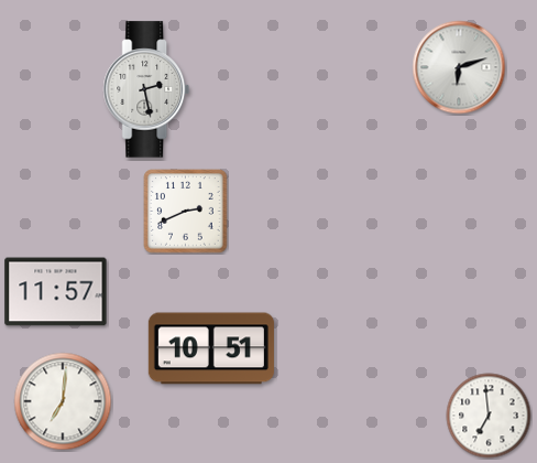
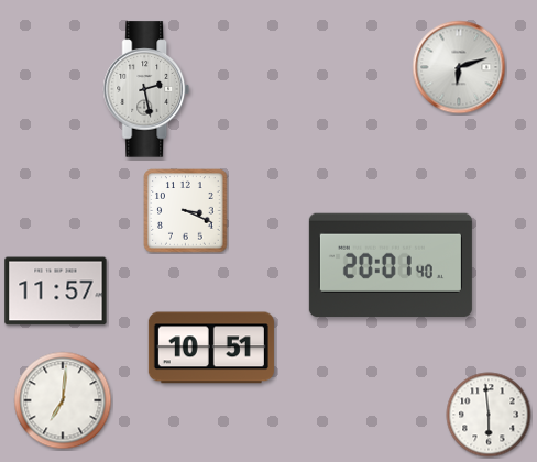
clock at (186, 212): 2:41 -> 3:19
clock at (391, 265): none -> 20:01
clock at (489, 416): 6:59 -> 5:59
